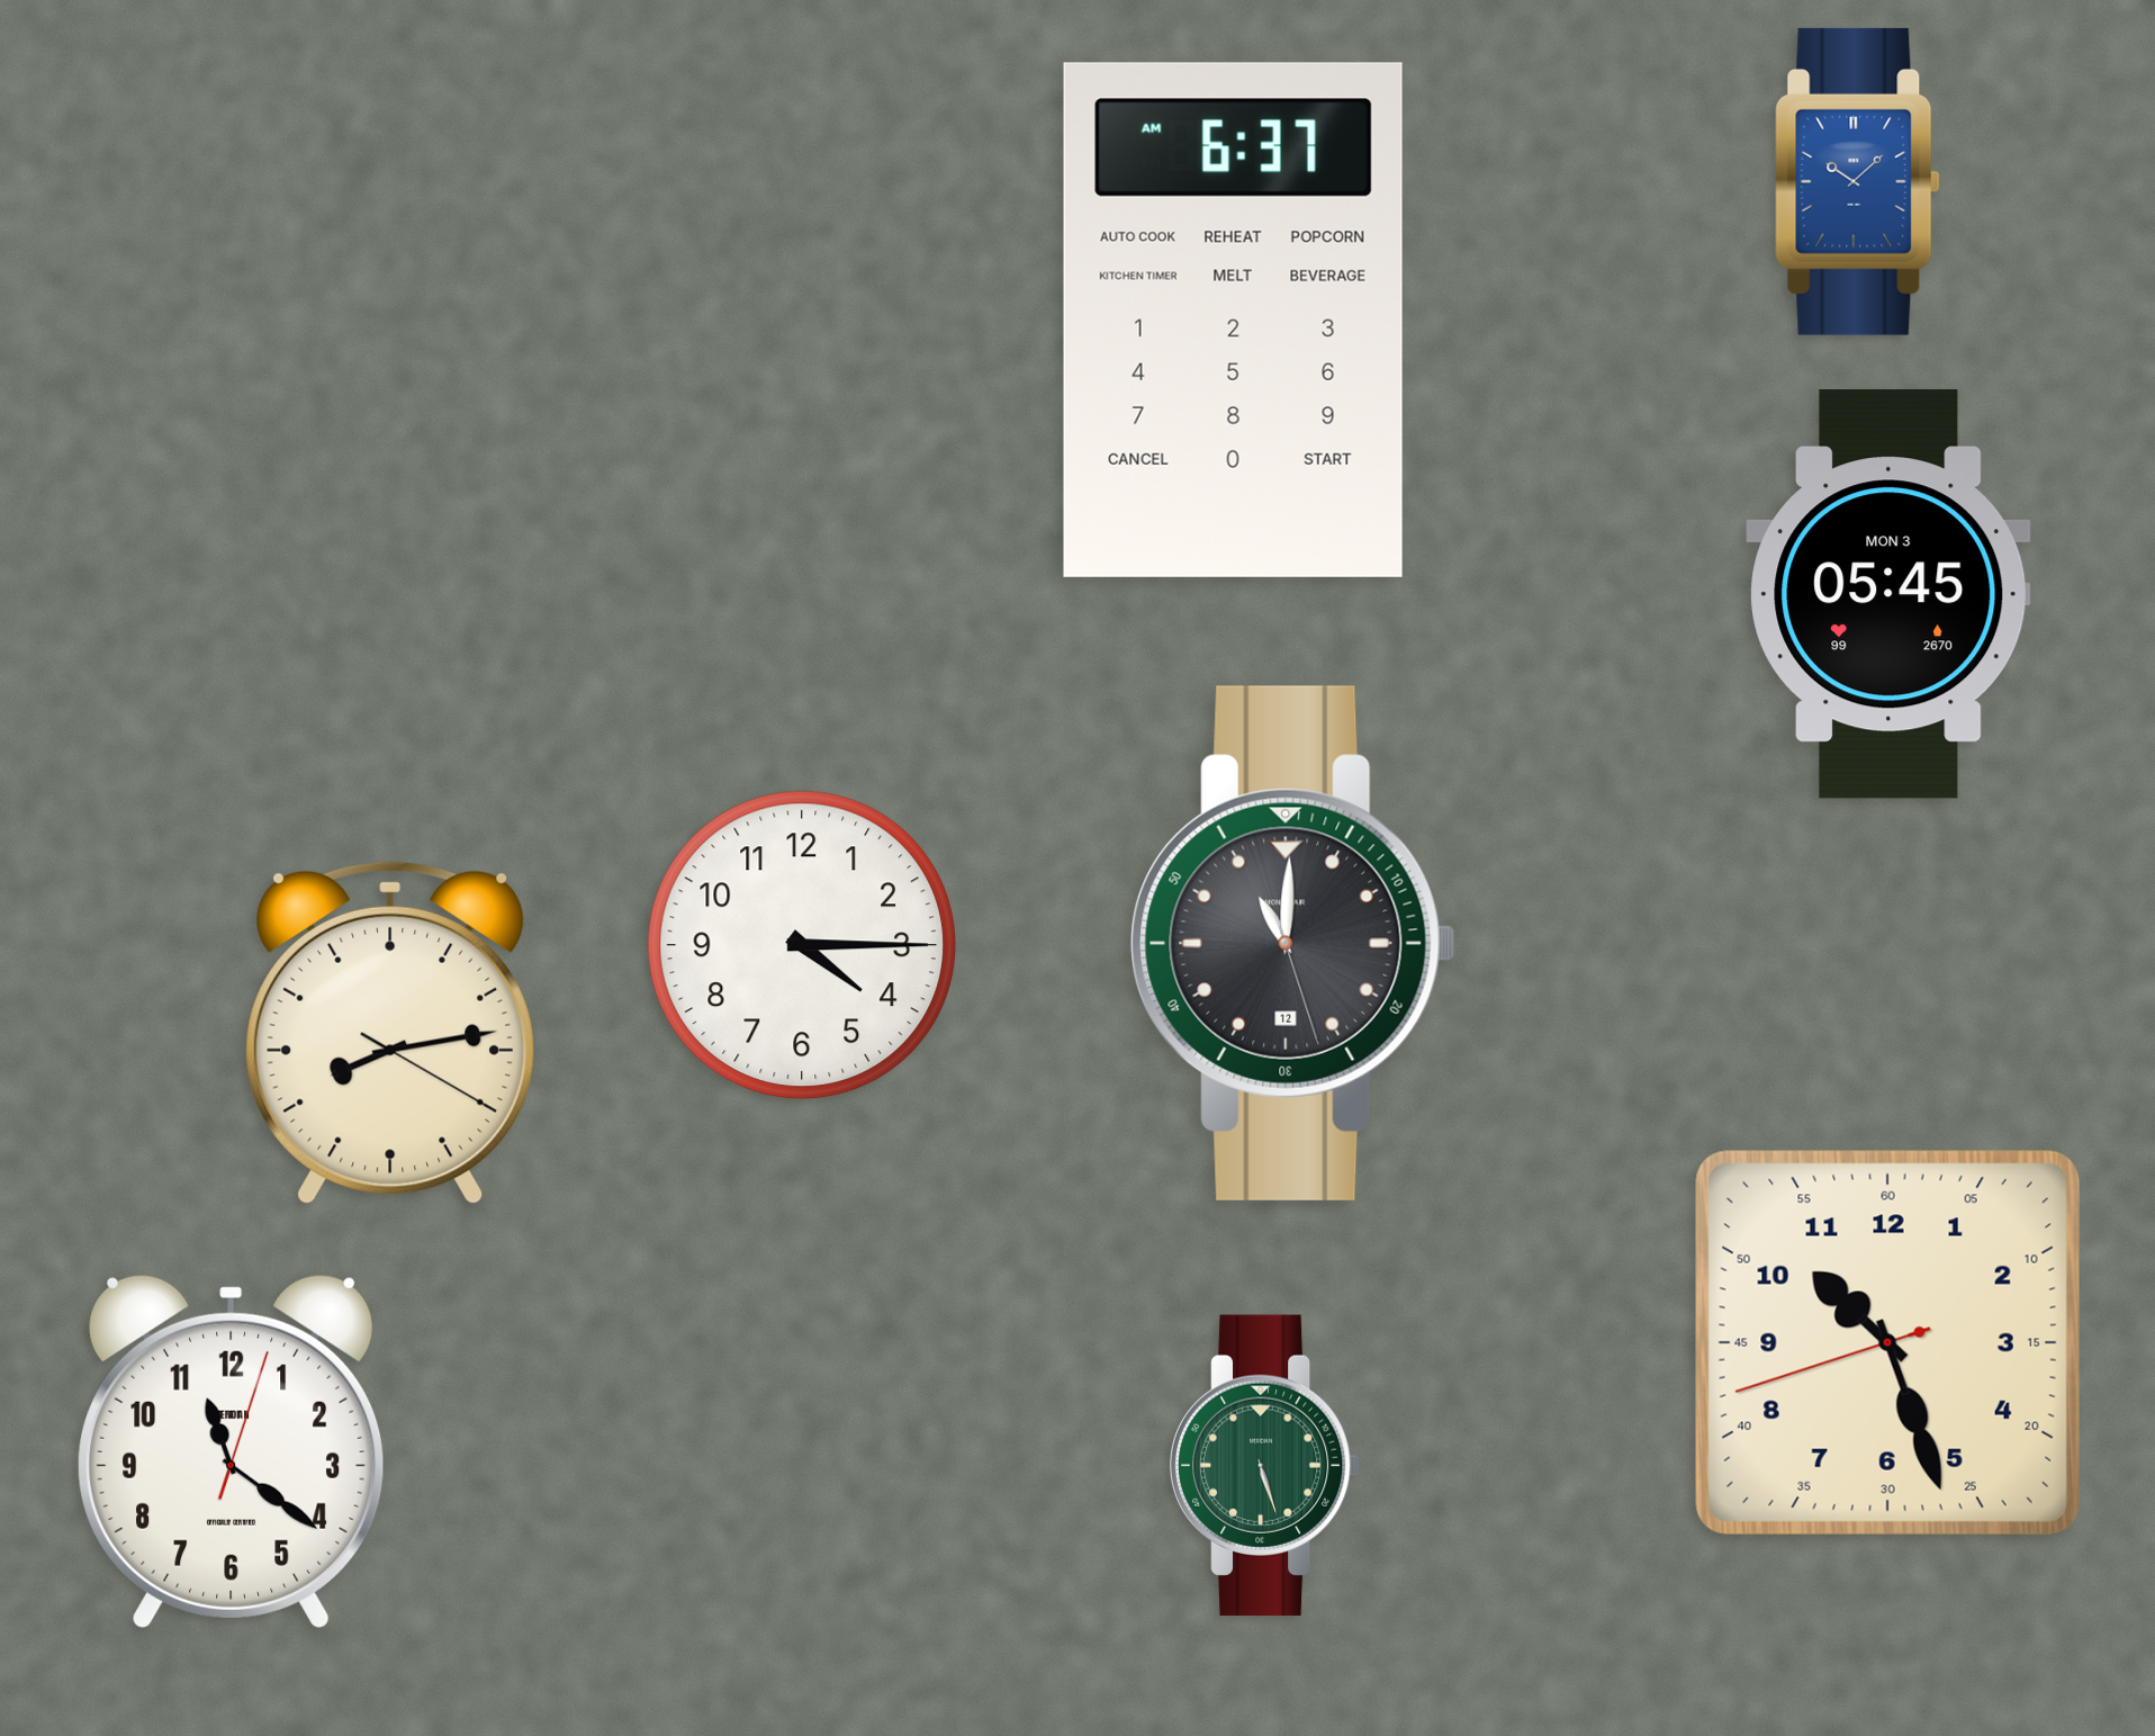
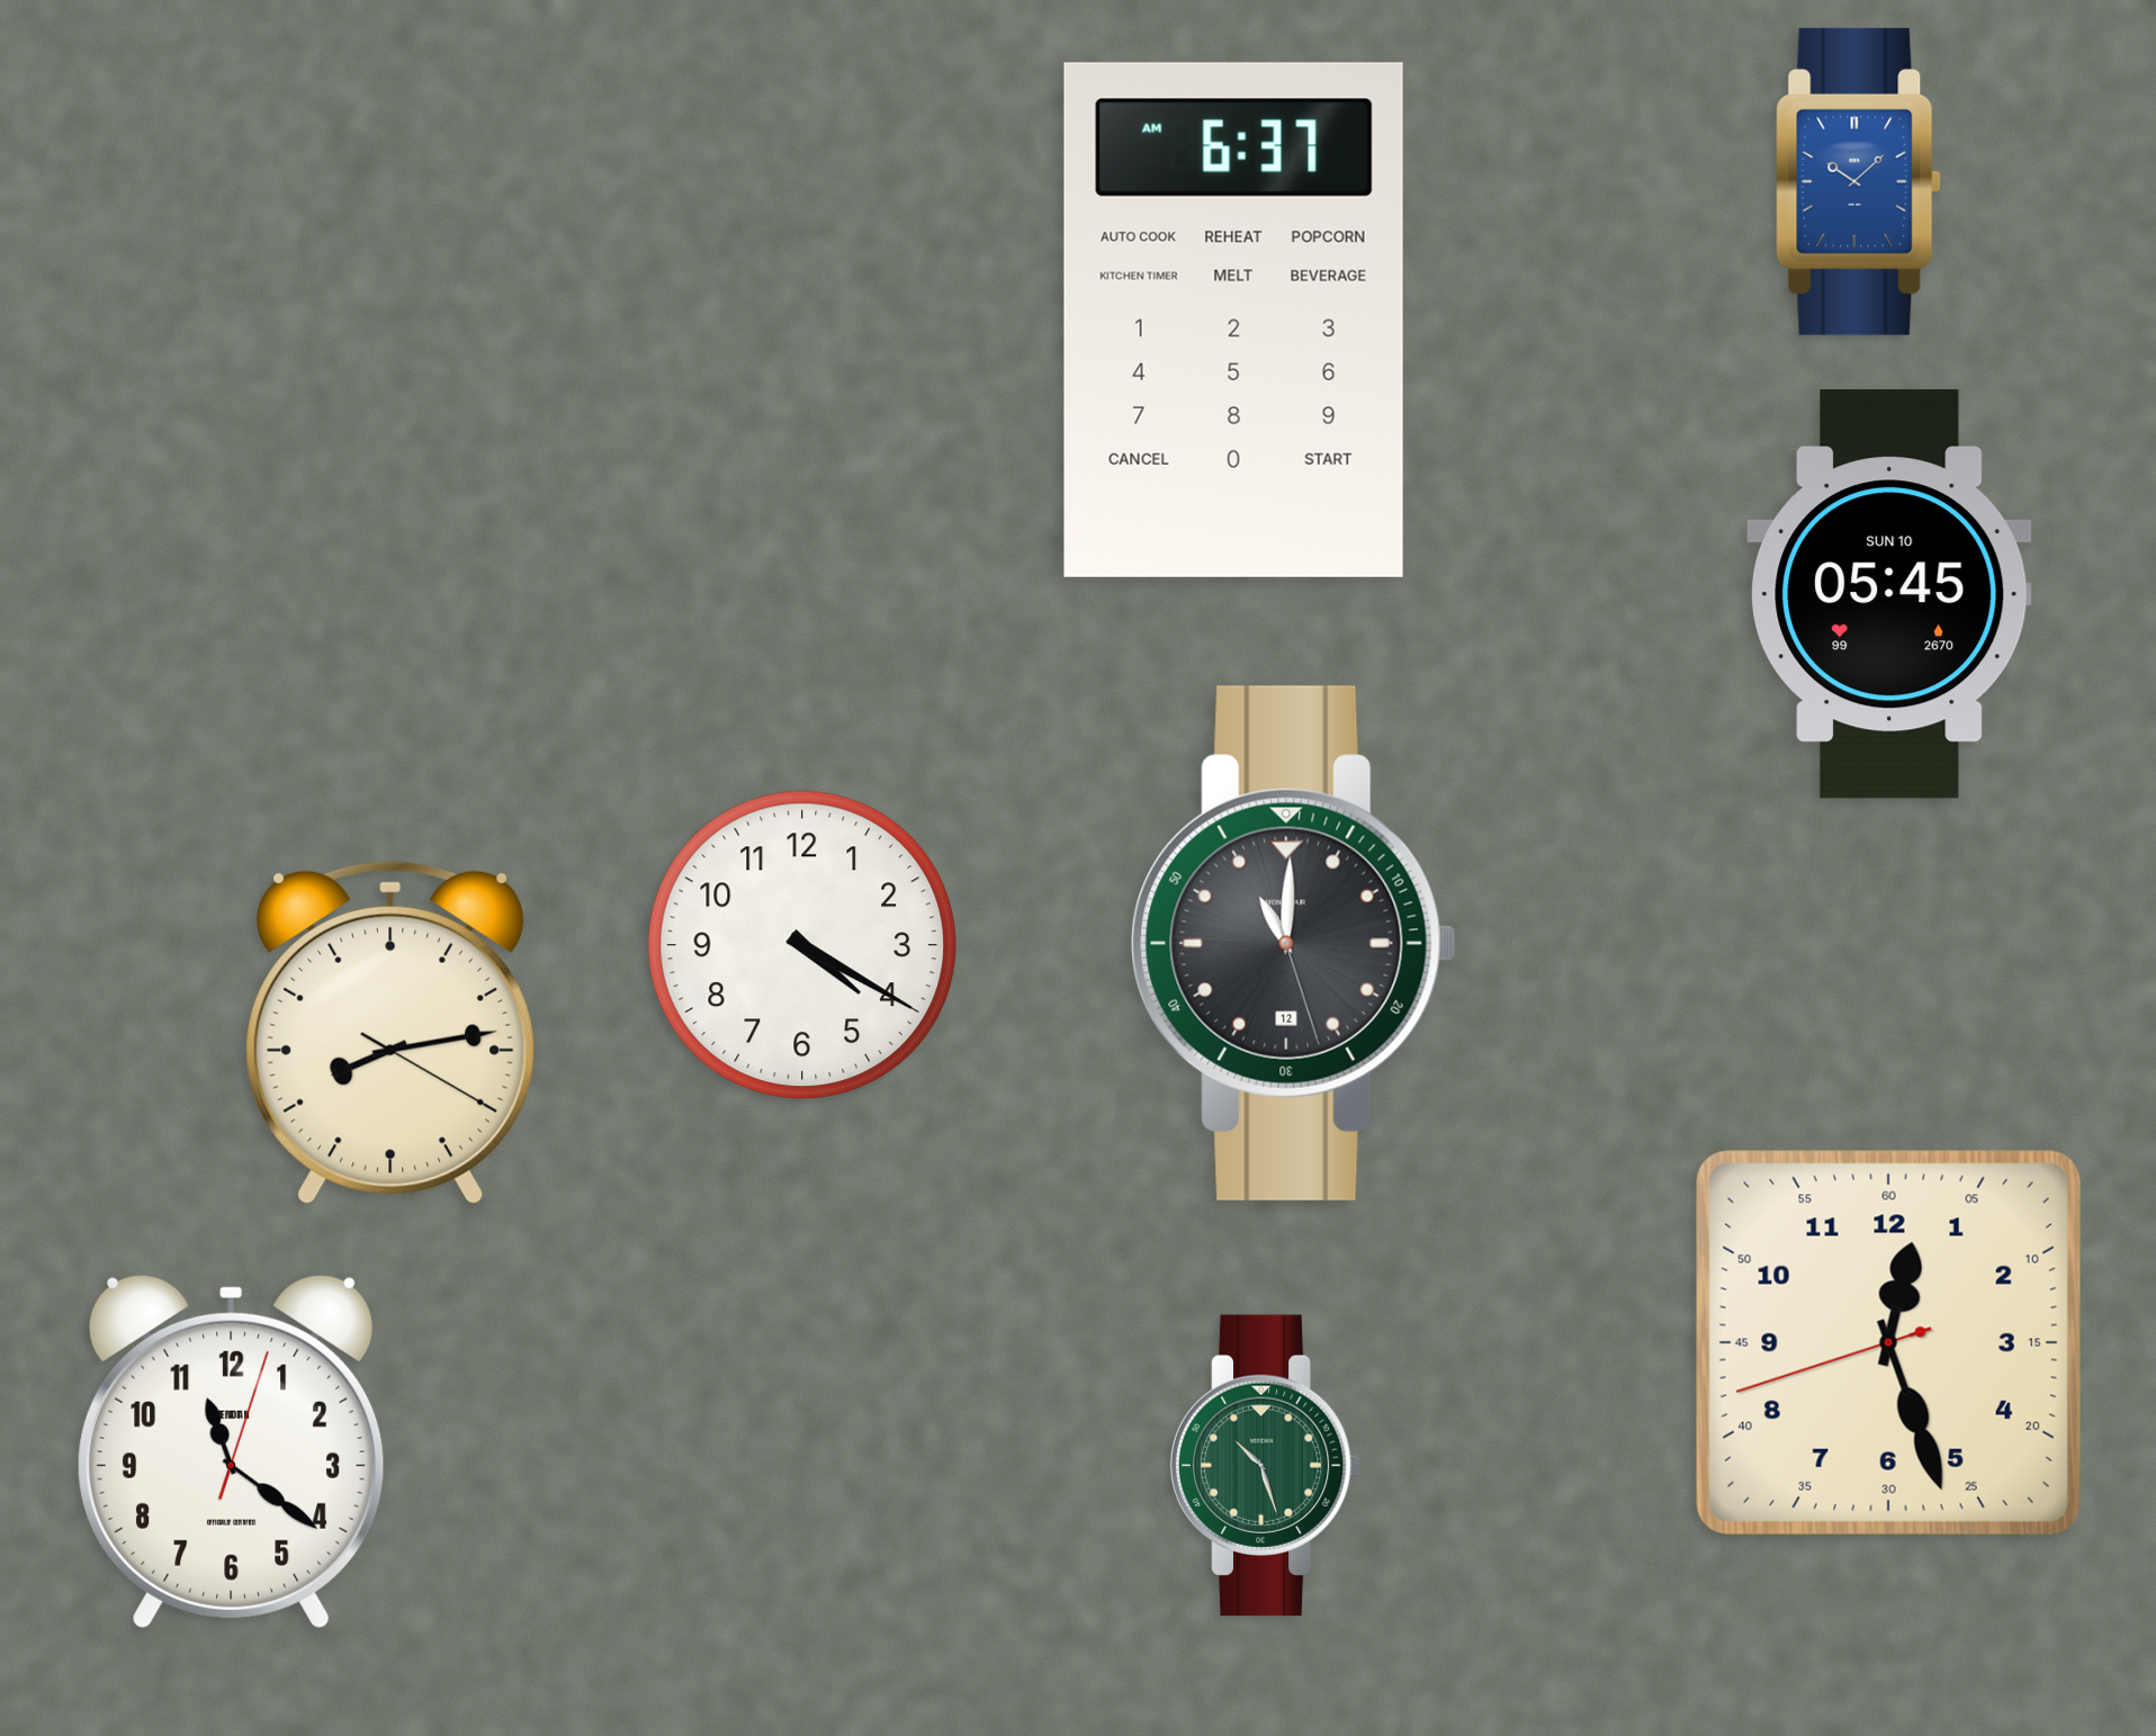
clock at (1888, 594) date: MON 3 -> SUN 10
clock at (802, 945): 4:15 -> 4:20
clock at (1887, 1342): 10:26 -> 12:26
clock at (1265, 1465): 5:27 -> 10:27
